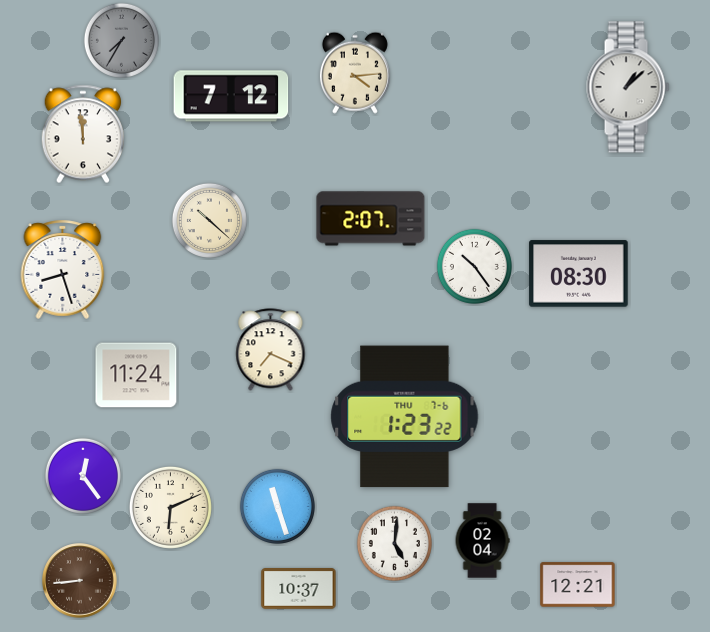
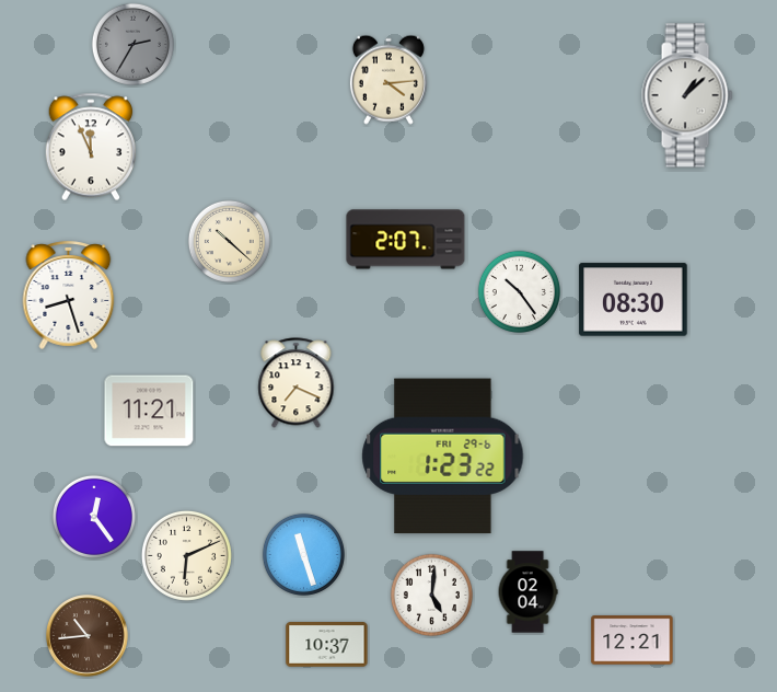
clock at (121, 40): 7:35 -> 2:35
clock at (231, 96): 7:12 -> none
clock at (83, 134): 11:59 -> 11:56
clock at (136, 375): 11:24 -> 11:21
clock at (405, 417) date: THU 7-6 -> FRI 29-6
clock at (83, 476) position: (83, 476) -> (94, 517)
clock at (80, 581): 8:44 -> 10:44
